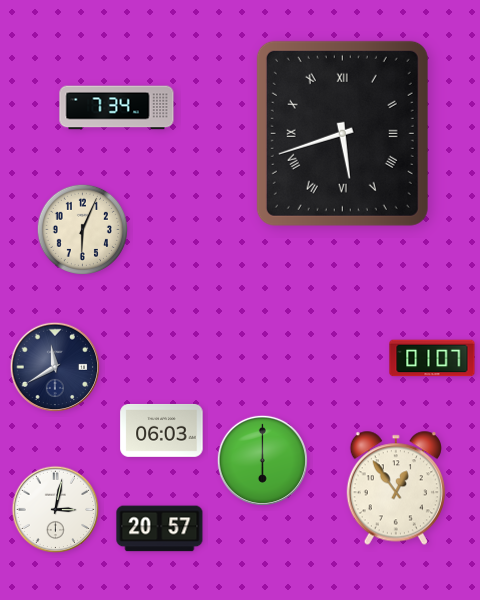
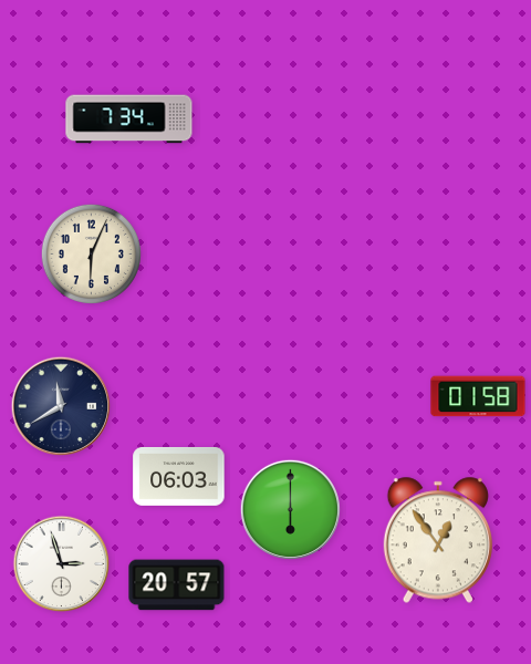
clock at (342, 133): 5:42 -> none
clock at (432, 358): 01:07 -> 01:58
clock at (56, 510): 3:02 -> 2:57
